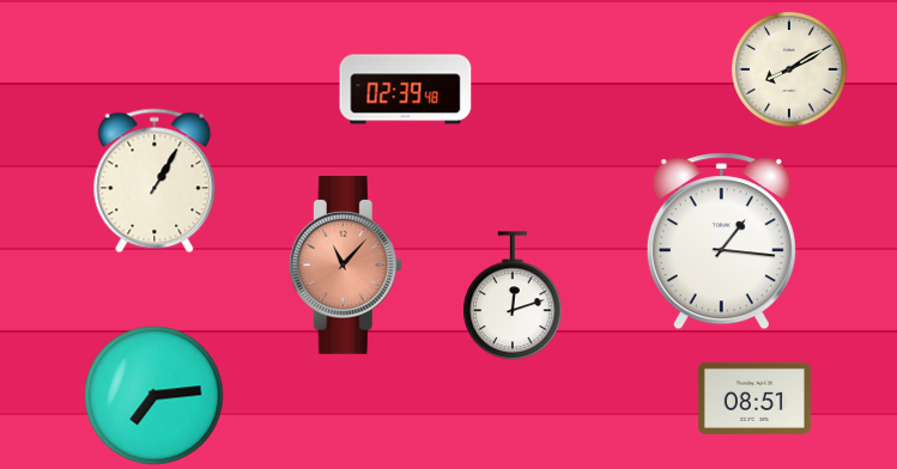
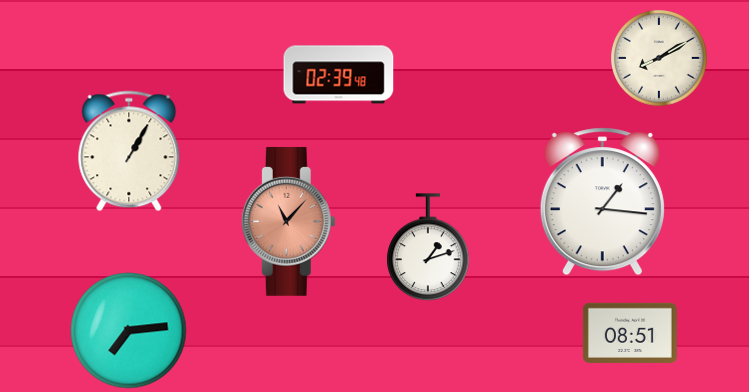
clock at (513, 297): 12:12 -> 1:12
